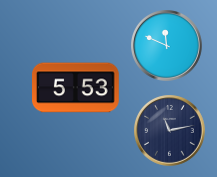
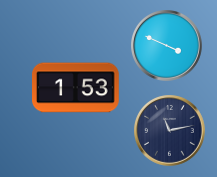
clock at (167, 46): 11:49 -> 3:49
clock at (76, 88): 5:53 -> 1:53
